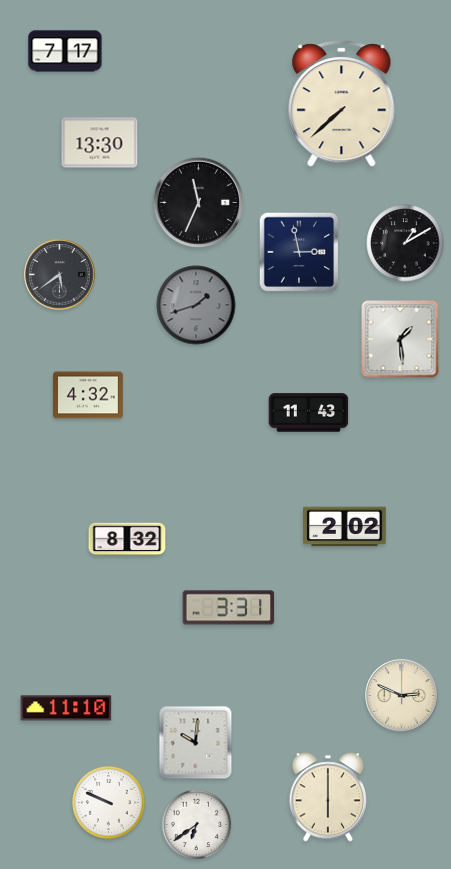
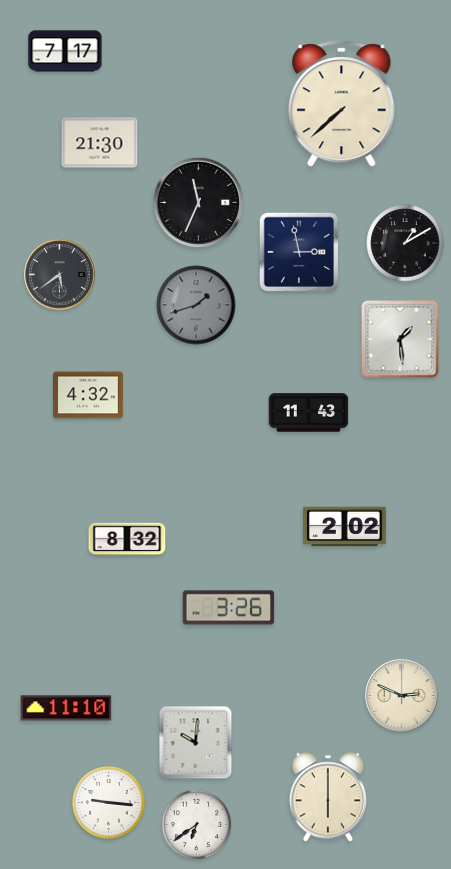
clock at (100, 143): 13:30 -> 21:30
clock at (229, 608): 3:31 -> 3:26
clock at (108, 802): 9:49 -> 9:16
